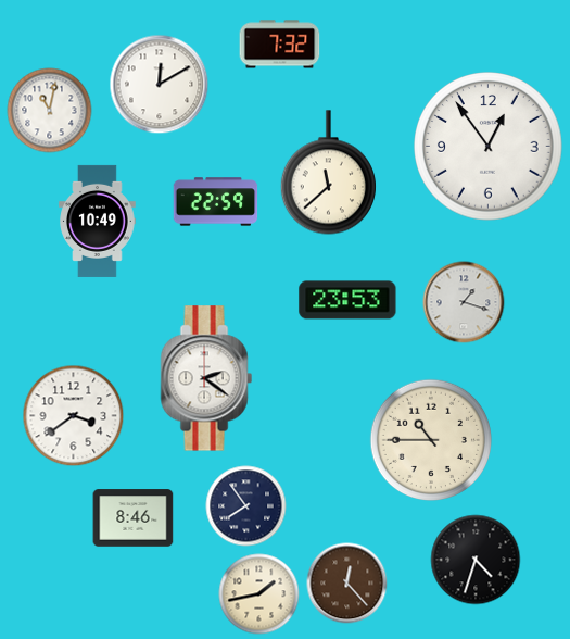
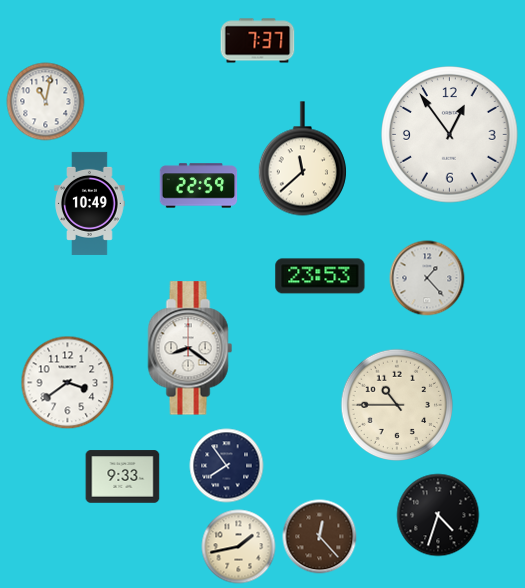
clock at (280, 45): 7:32 -> 7:37
clock at (160, 85): 12:10 -> none
clock at (464, 302): 1:18 -> 1:23
clock at (206, 378): 2:21 -> 8:21
clock at (134, 518): 8:46 -> 9:33
